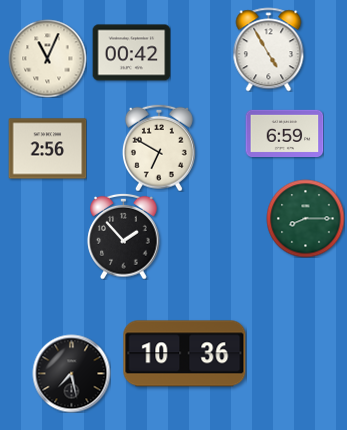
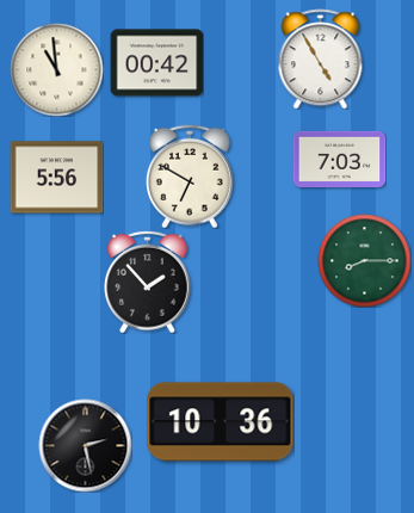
clock at (47, 58): 11:04 -> 10:59
clock at (284, 133): 6:59 -> 7:03
clock at (47, 149): 2:56 -> 5:56
clock at (71, 373): 7:28 -> 2:28
